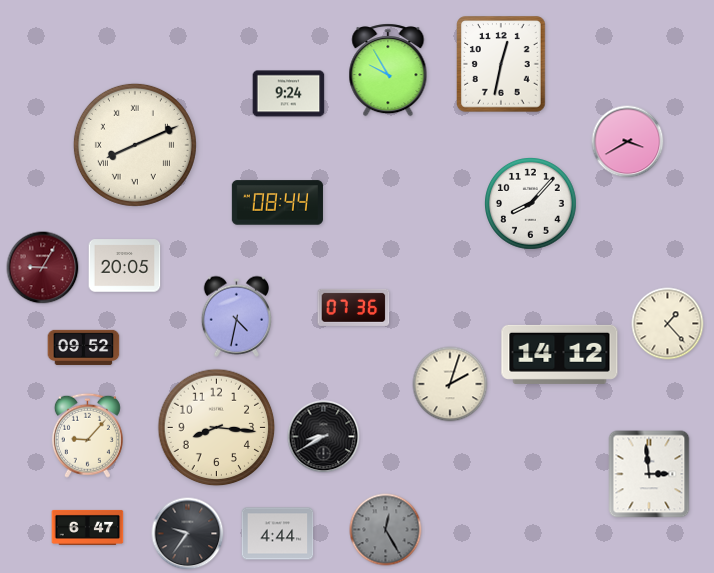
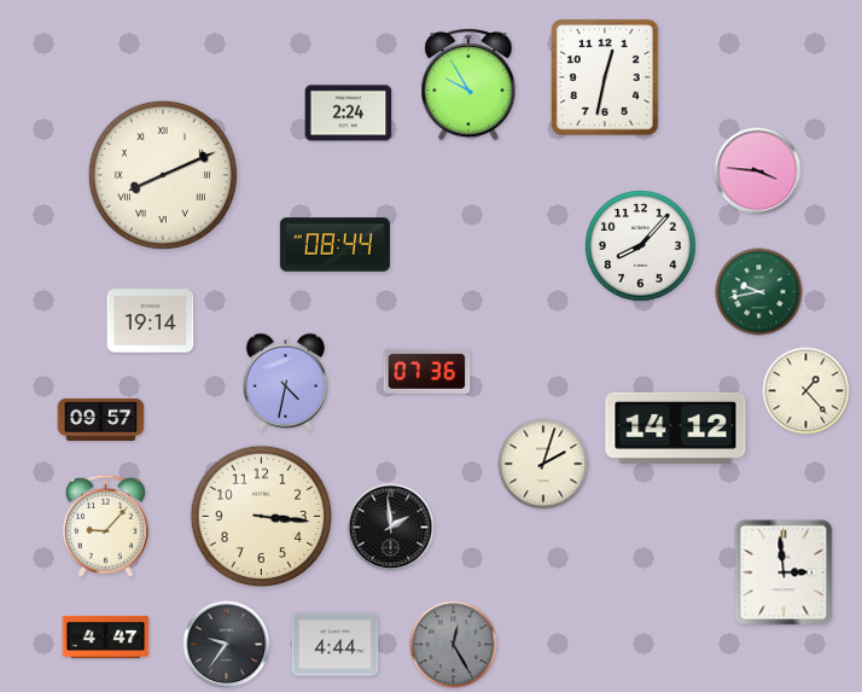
clock at (289, 94): 9:24 -> 2:24
clock at (628, 142): 3:40 -> 3:46
clock at (759, 292): none -> 9:43
clock at (125, 266): 20:05 -> 19:14
clock at (43, 268): 9:05 -> none
clock at (84, 347): 09:52 -> 09:57
clock at (217, 428): 8:16 -> 3:16
clock at (324, 437): 8:40 -> 1:59
clock at (88, 527): 6:47 -> 4:47
clock at (386, 530) position: (386, 530) -> (454, 645)
